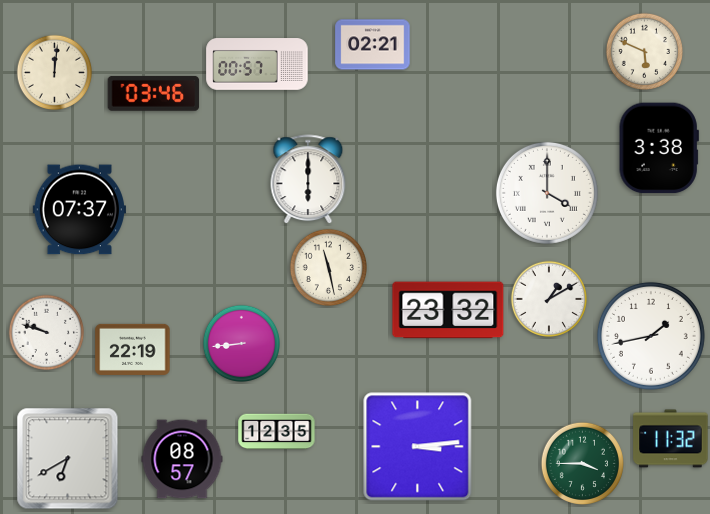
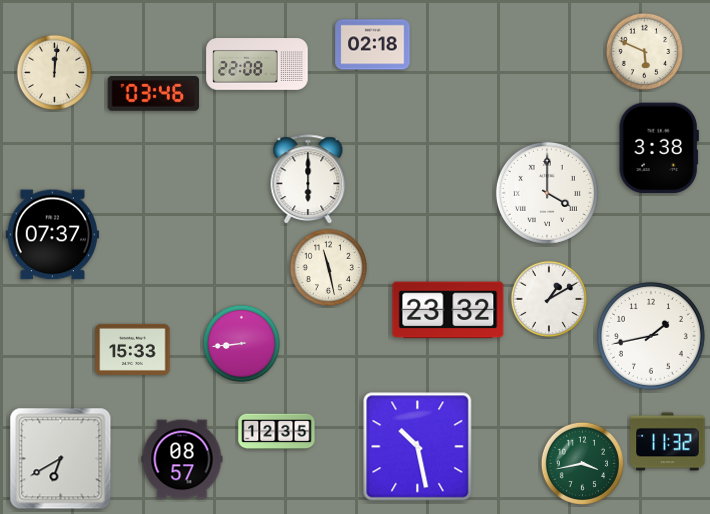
clock at (373, 45): 02:21 -> 02:18
clock at (257, 64): 00:57 -> 22:08
clock at (79, 210) position: (79, 210) -> (52, 235)
clock at (47, 333): 9:48 -> none
clock at (133, 349): 22:19 -> 15:33
clock at (671, 439) position: (671, 439) -> (668, 442)
clock at (418, 447): 3:14 -> 10:28
clock at (68, 459) position: (68, 459) -> (61, 459)
clock at (582, 463): 3:45 -> 3:43
